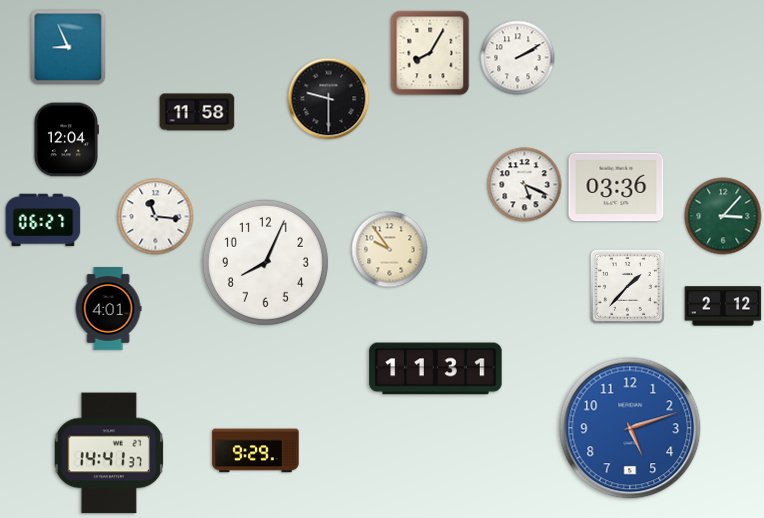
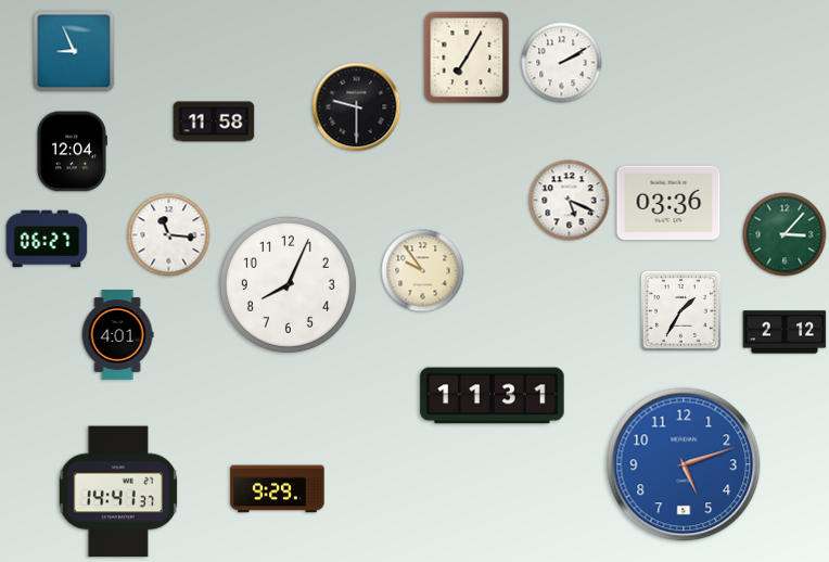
clock at (430, 53): 8:05 -> 7:05
clock at (627, 286): 1:37 -> 1:35
clock at (436, 369) position: (436, 369) -> (493, 396)
